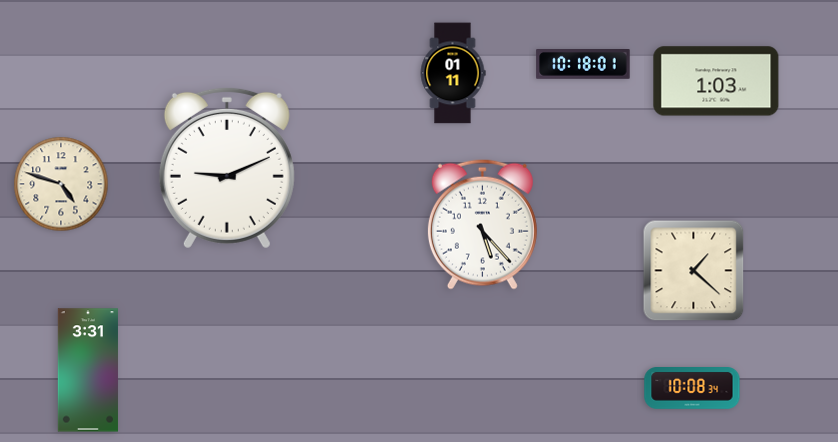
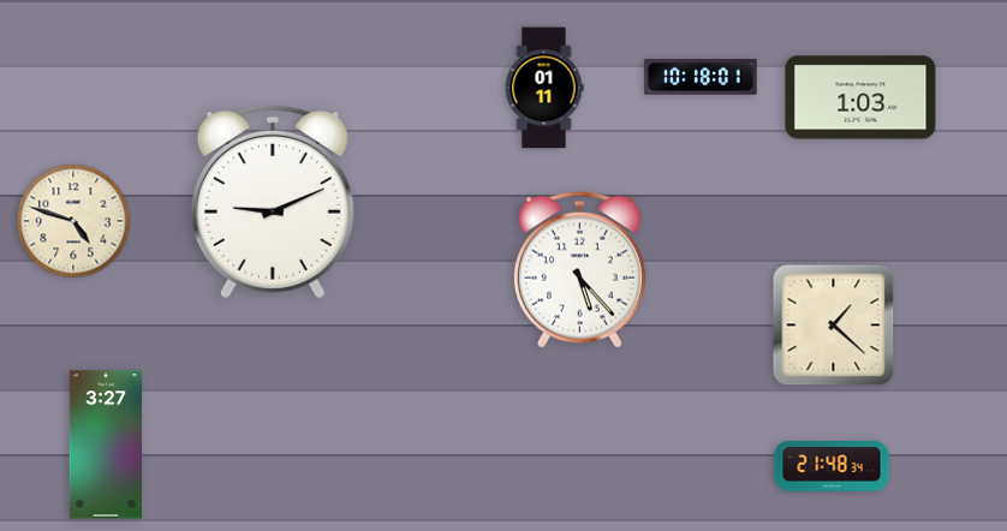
clock at (88, 370): 3:31 -> 3:27
clock at (692, 389): 10:08 -> 21:48
